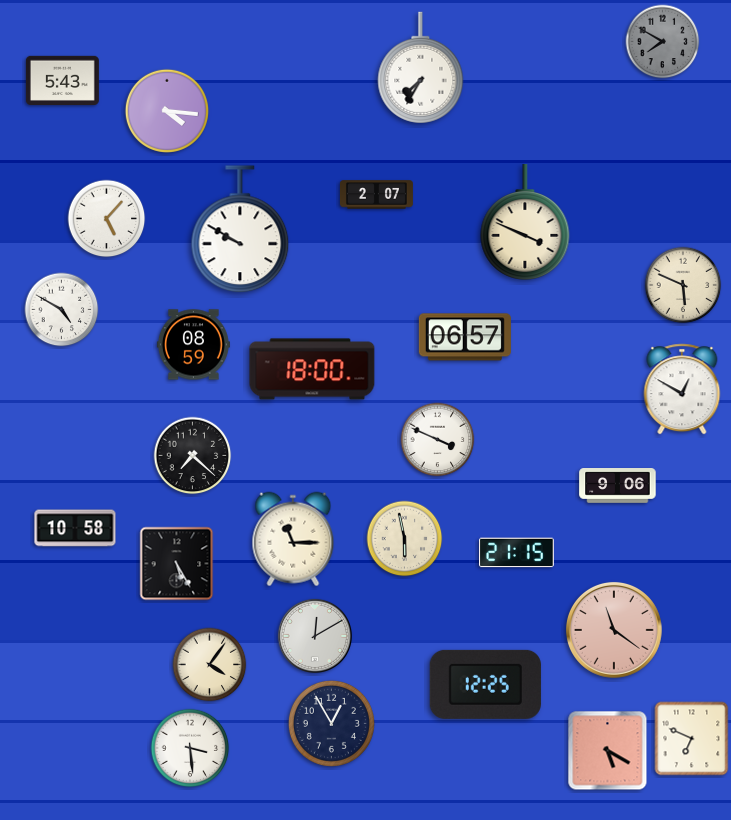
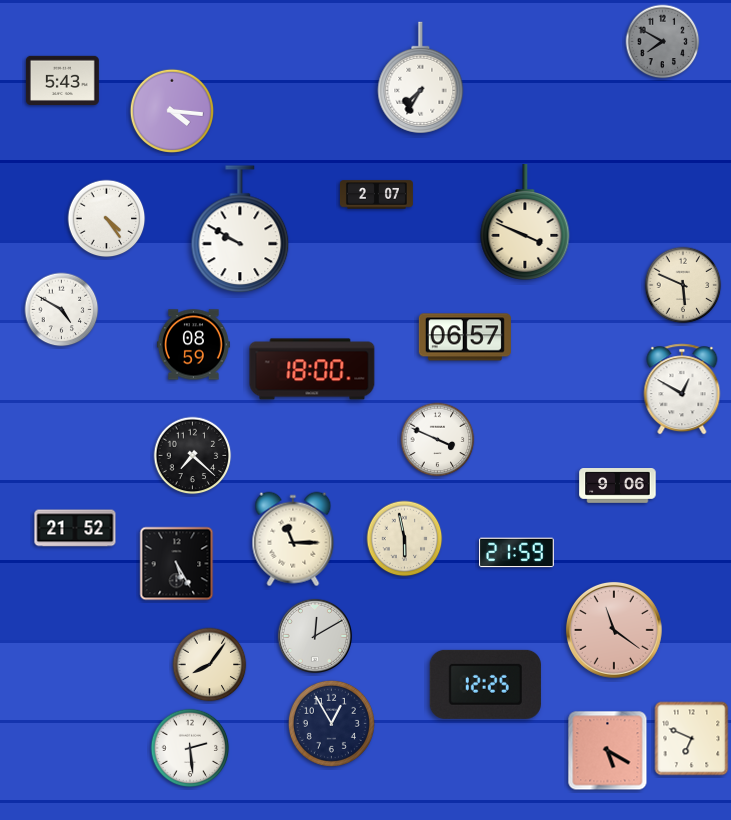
clock at (421, 68) position: (421, 68) -> (421, 78)
clock at (167, 111) position: (167, 111) -> (172, 111)
clock at (107, 219): 5:07 -> 4:24
clock at (75, 528): 10:58 -> 21:52
clock at (517, 553): 21:15 -> 21:59
clock at (210, 665): 4:06 -> 8:06
clock at (190, 748): 3:29 -> 2:29
